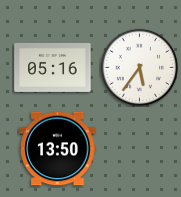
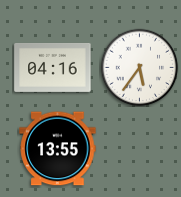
clock at (53, 67): 05:16 -> 04:16
clock at (58, 149): 13:50 -> 13:55
